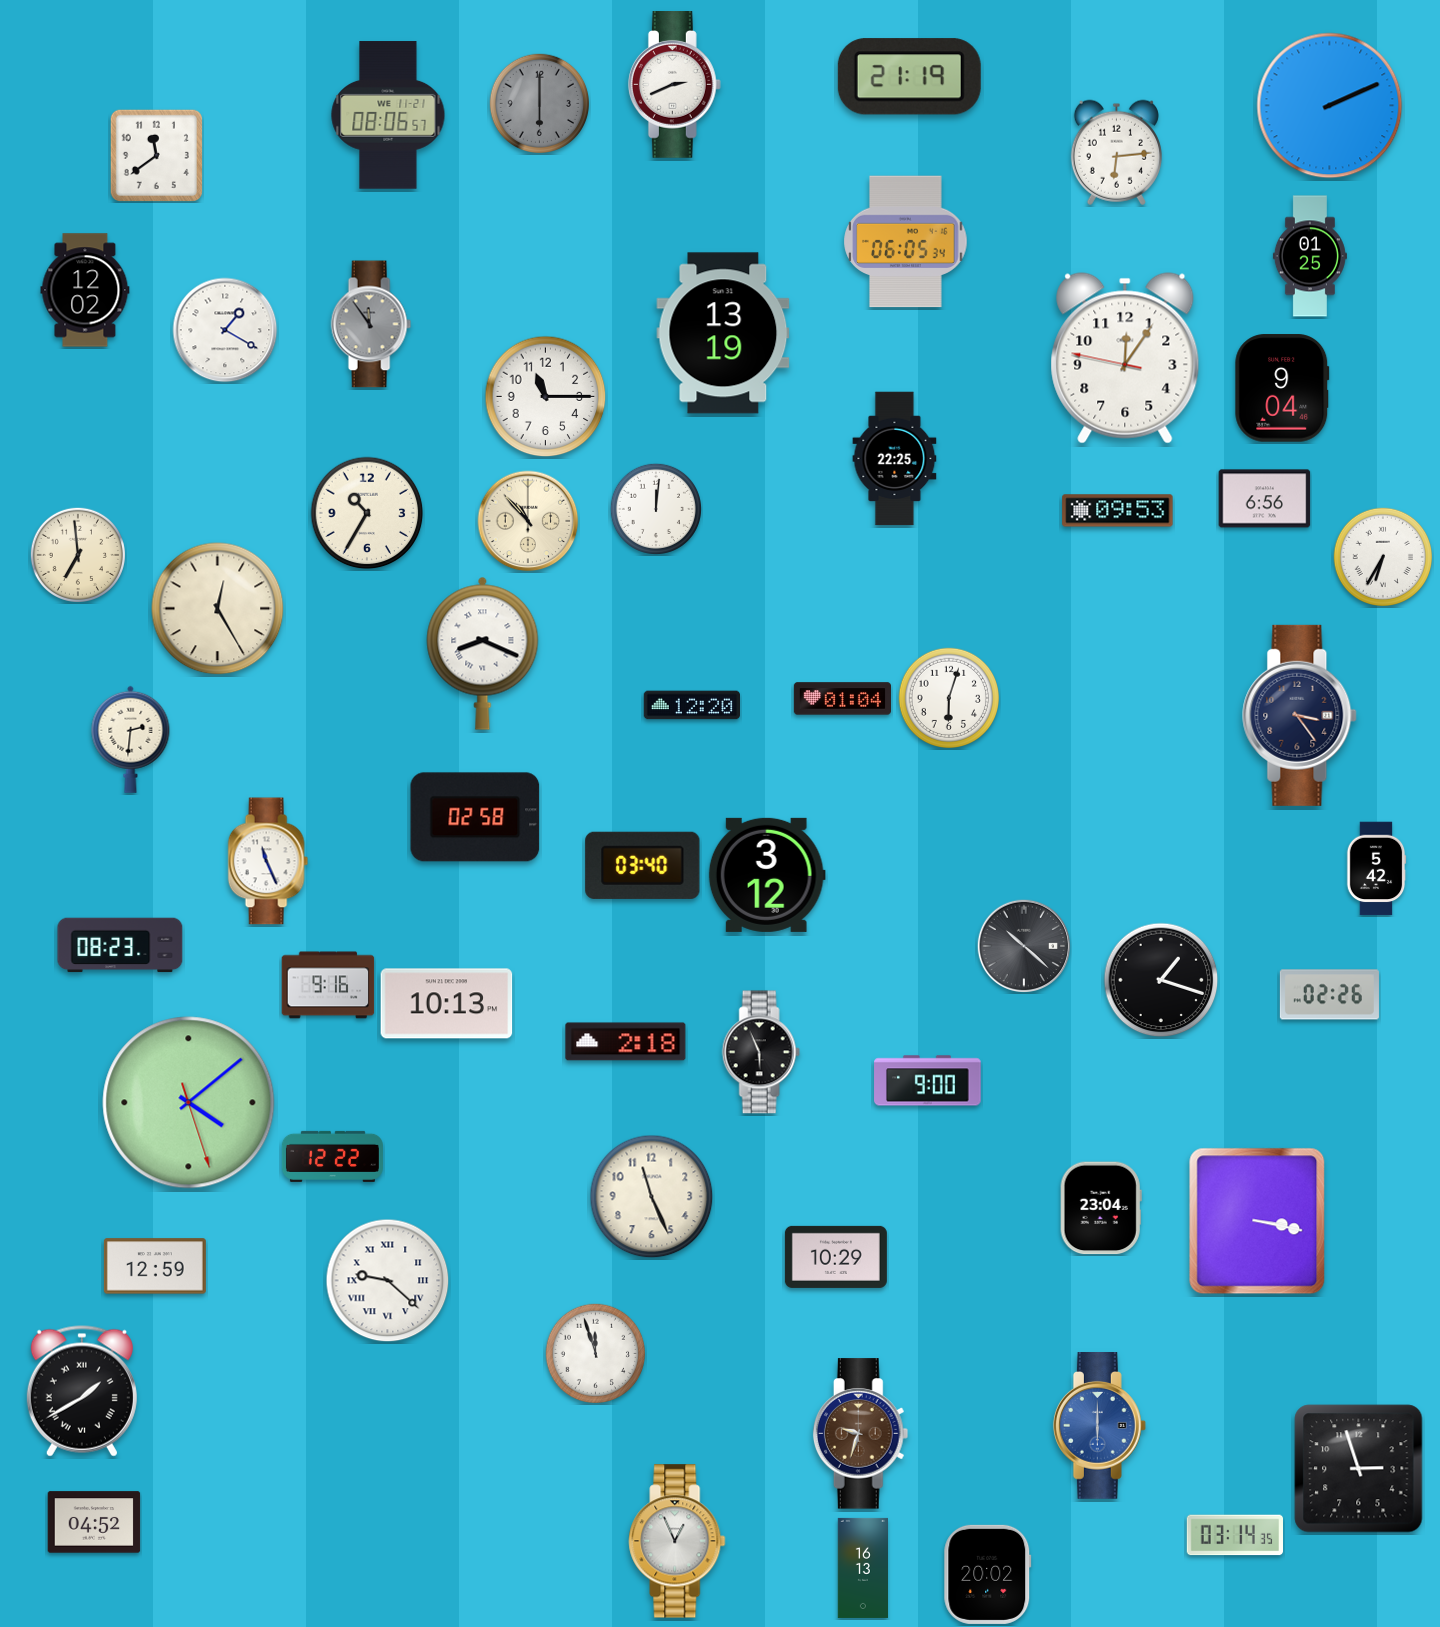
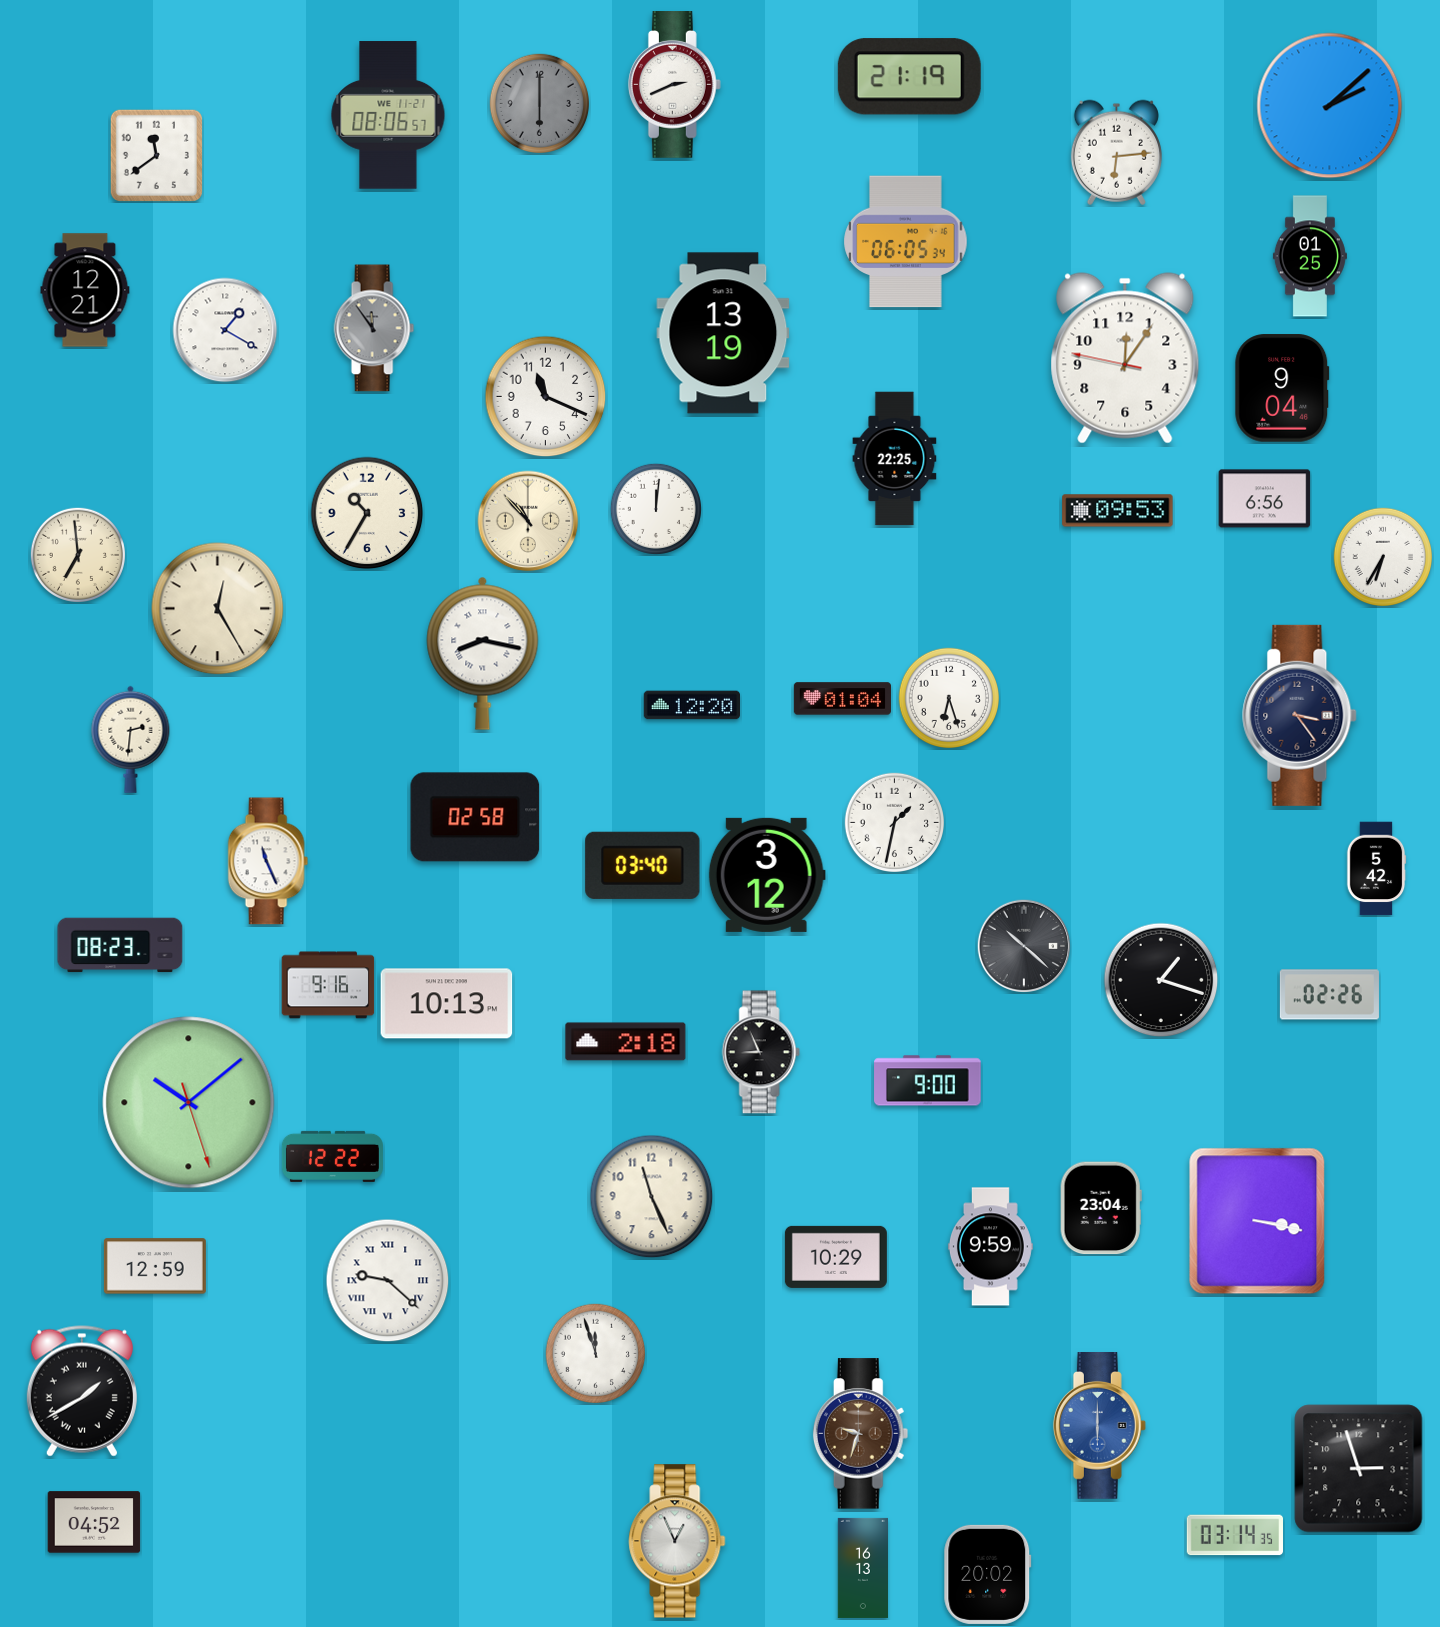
clock at (1330, 106): 2:11 -> 2:08
clock at (85, 290): 12:02 -> 12:21
clock at (371, 324) position: (371, 324) -> (374, 328)
clock at (546, 397): 11:15 -> 11:19
clock at (483, 653): 8:19 -> 8:17
clock at (948, 697): 6:03 -> 6:27
clock at (894, 822): none -> 1:32
clock at (761, 1052): 5:56 -> 8:56
clock at (189, 1103): 4:08 -> 10:08
clock at (990, 1247): none -> 9:59
